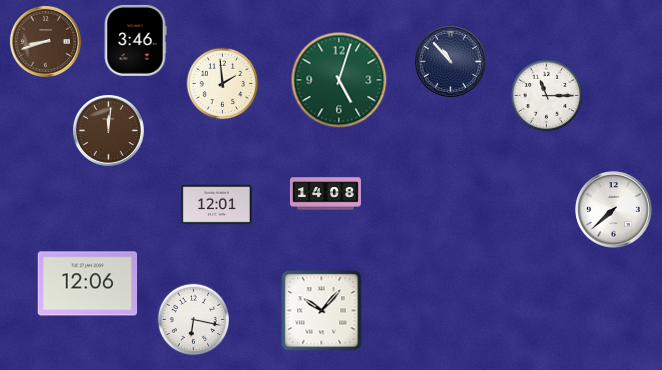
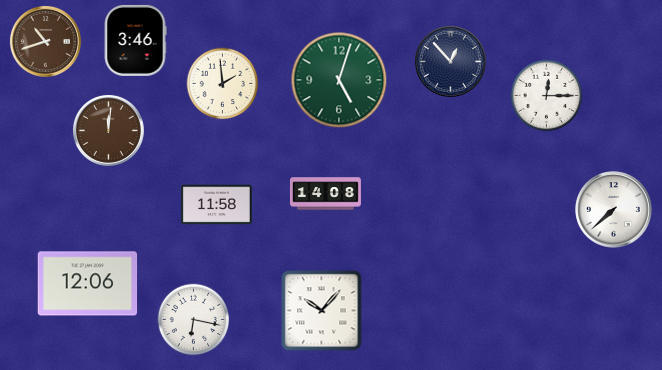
clock at (45, 41): 8:42 -> 10:42
clock at (450, 61): 10:53 -> 12:53
clock at (547, 96): 11:15 -> 12:15
clock at (216, 205): 12:01 -> 11:58
